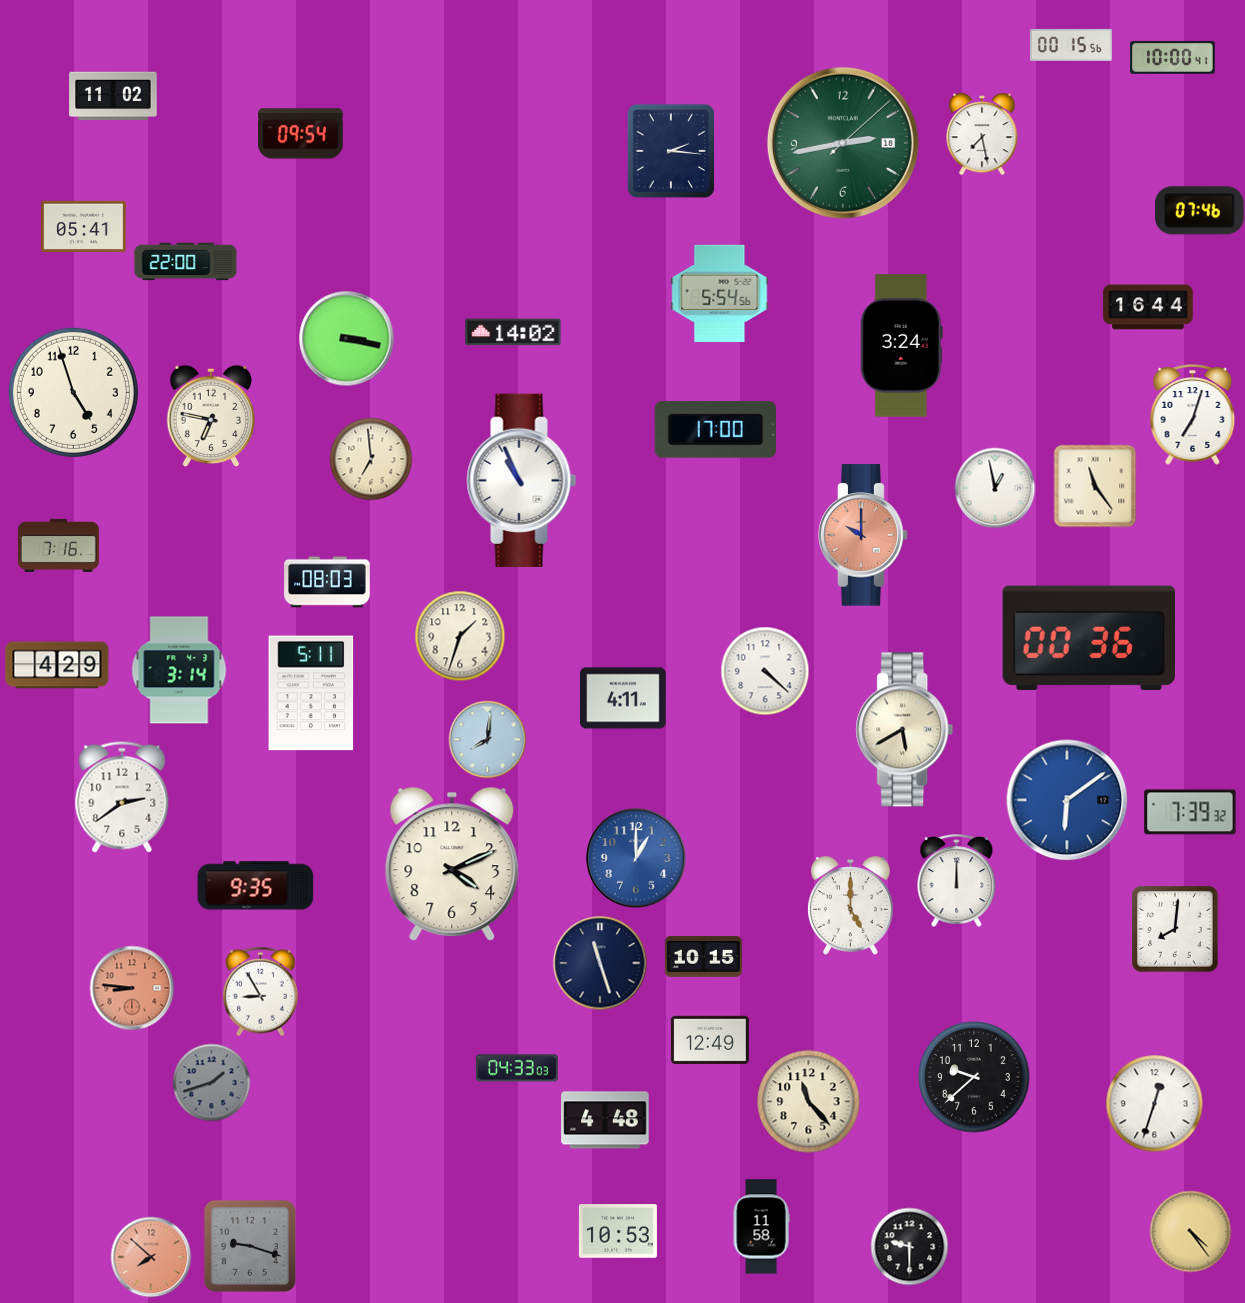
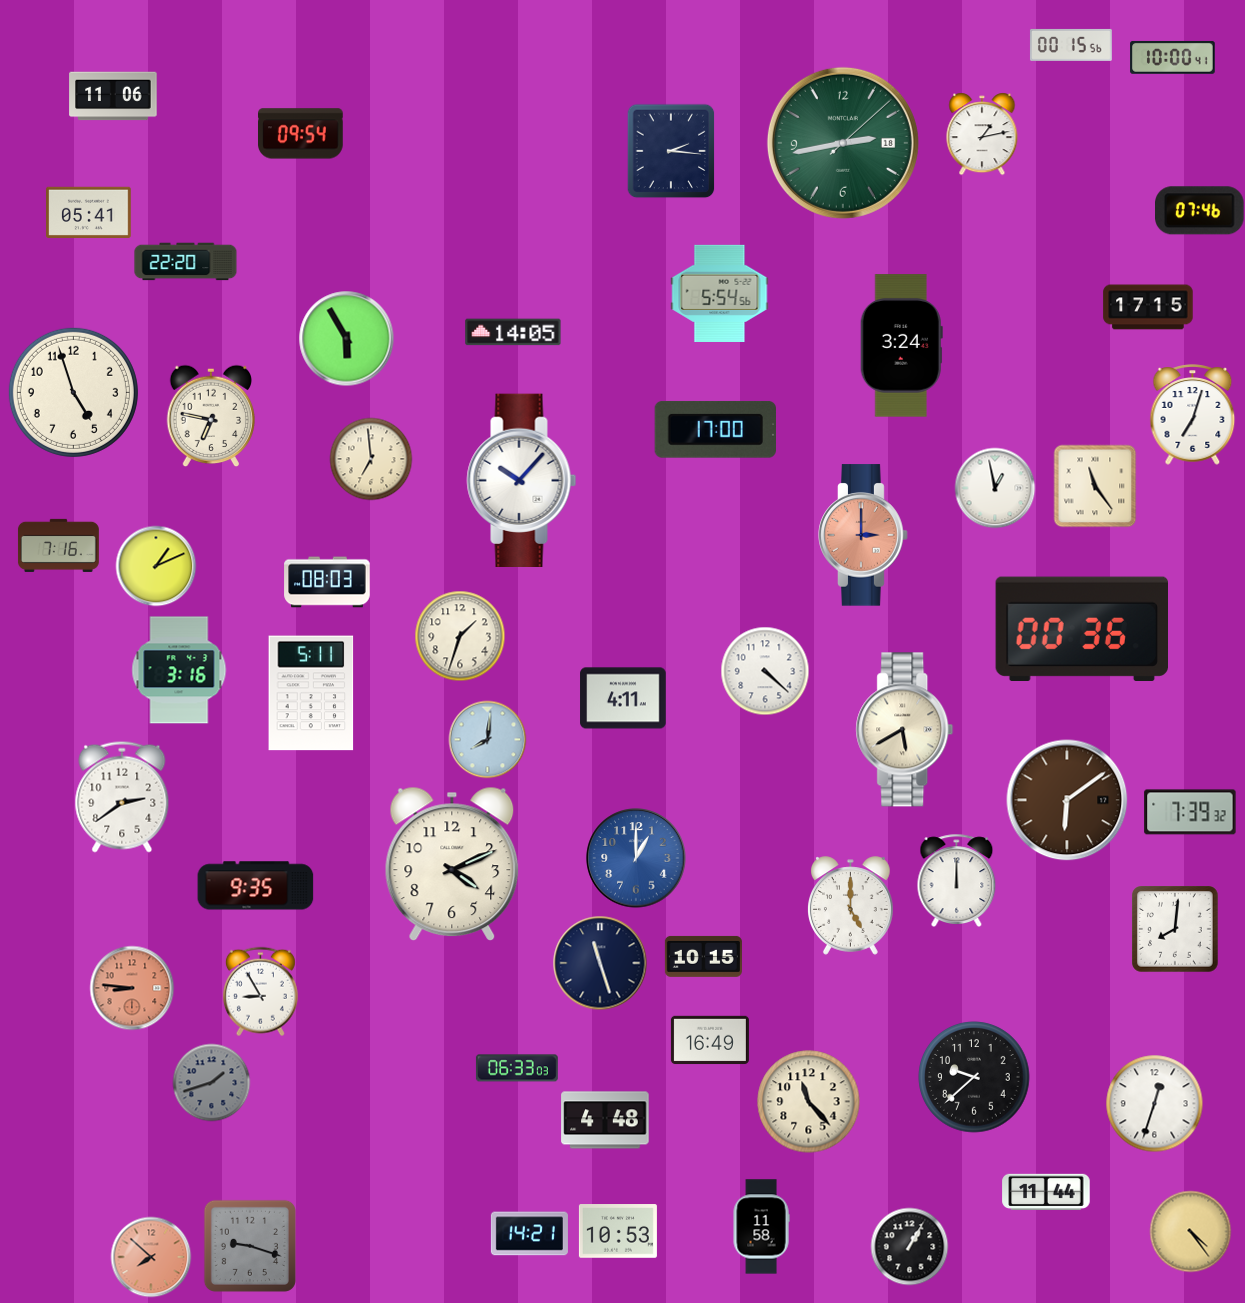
clock at (113, 96): 11:02 -> 11:06
clock at (982, 134): 7:28 -> 1:13
clock at (84, 226) position: (84, 226) -> (89, 212)
clock at (186, 262): 22:00 -> 22:20
clock at (1148, 307): 16:44 -> 17:15
clock at (513, 332): 14:02 -> 14:05
clock at (346, 338): 3:17 -> 5:55
clock at (522, 480): 10:56 -> 10:07
clock at (863, 535): 10:00 -> 3:00
clock at (156, 566): none -> 1:11
clock at (1088, 637) position: (1088, 637) -> (1081, 628)
clock at (57, 665): 4:29 -> none
clock at (179, 670): 3:14 -> 3:16
clock at (1067, 800) dial: blue -> brown
clock at (710, 1040): 12:49 -> 16:49
clock at (517, 1068): 04:33 -> 06:33
clock at (1046, 1191): none -> 11:44
clock at (529, 1234): none -> 14:21
clock at (909, 1246): 9:30 -> 1:05
